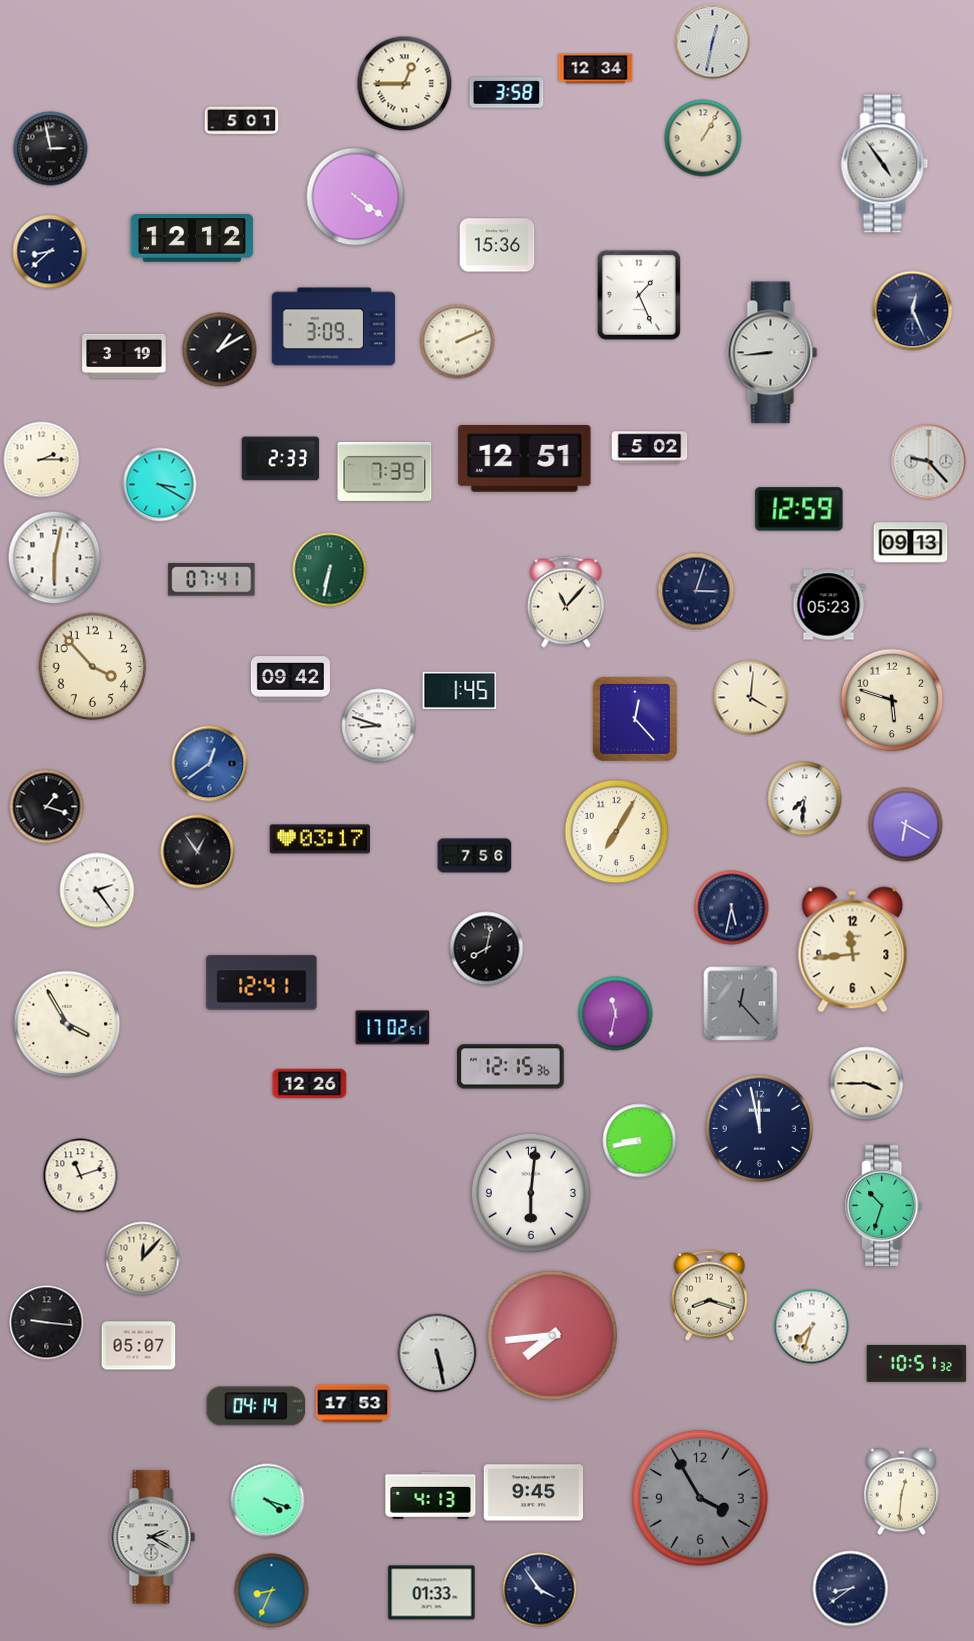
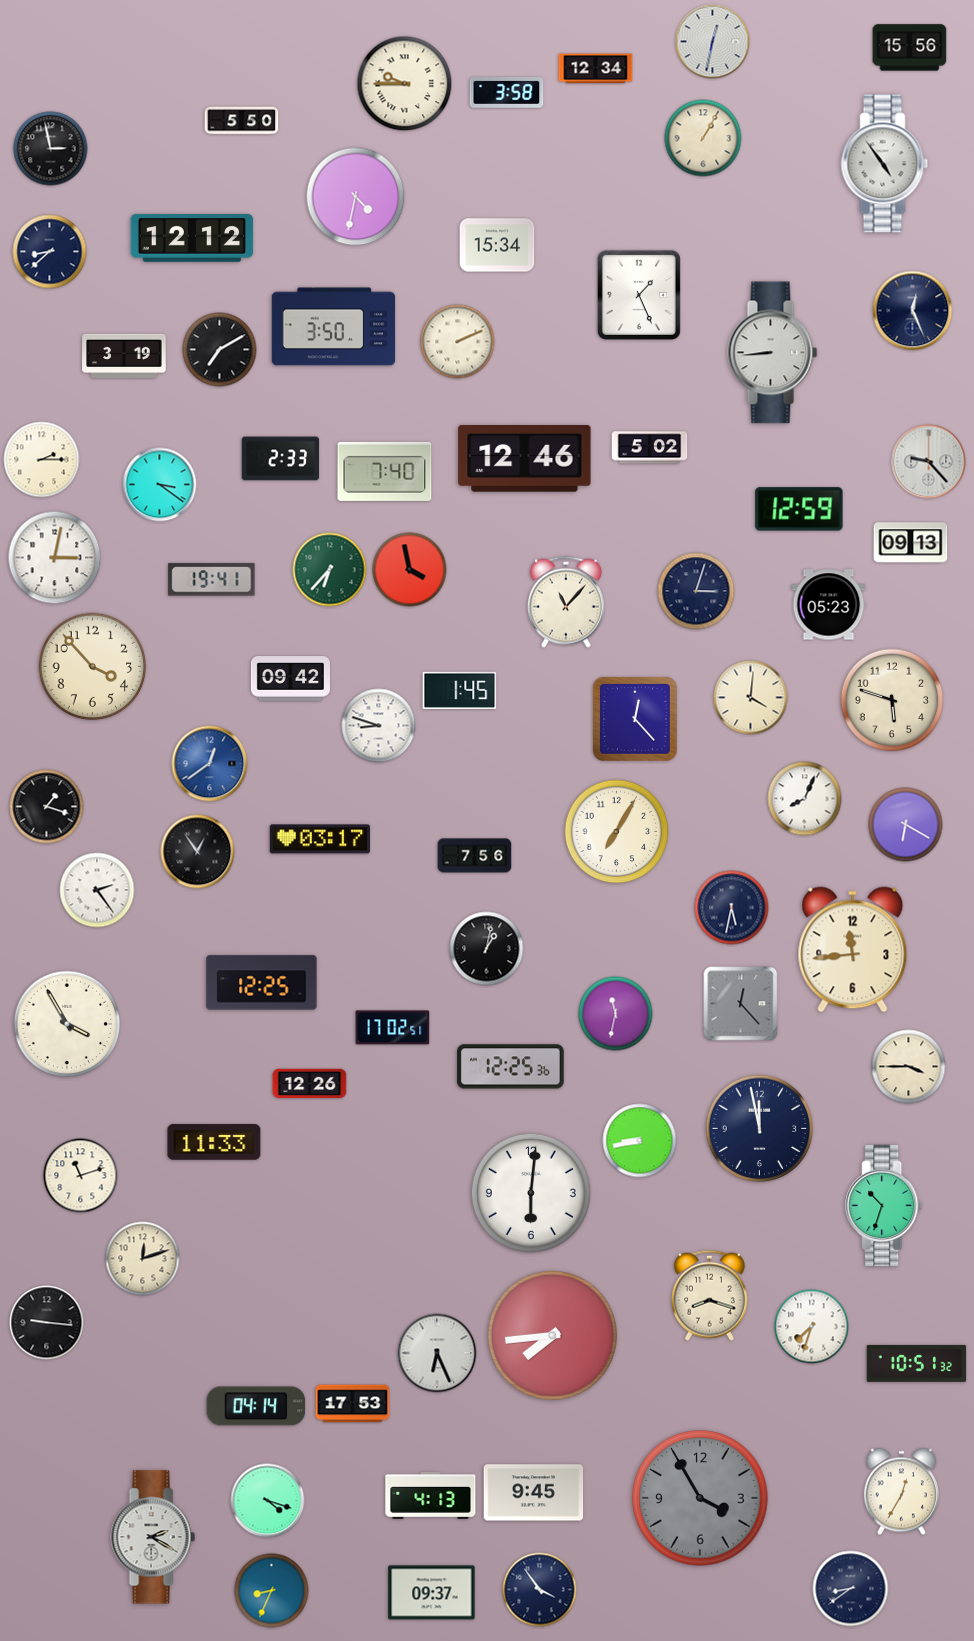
clock at (910, 48): none -> 15:56
clock at (405, 84): 12:45 -> 9:45
clock at (242, 121): 5:01 -> 5:50
clock at (356, 197): 4:21 -> 4:32
clock at (497, 245): 15:36 -> 15:34
clock at (334, 327): 3:09 -> 3:50
clock at (220, 350): 1:10 -> 7:10
clock at (525, 459): 12:51 -> 12:46
clock at (385, 471): 7:39 -> 7:40
clock at (160, 485): 3:20 -> 3:21
clock at (55, 558): 6:02 -> 3:02
clock at (330, 570): 6:32 -> 6:37
clock at (410, 570): none -> 3:58
clock at (212, 580): 07:41 -> 19:41
clock at (805, 799): 7:31 -> 8:04
clock at (487, 949): 8:02 -> 1:02
clock at (262, 983): 12:41 -> 12:25
clock at (511, 1067): 12:15 -> 12:25
clock at (867, 1084) position: (867, 1084) -> (909, 1067)
clock at (214, 1142): none -> 11:33
clock at (143, 1259): 12:07 -> 12:12
clock at (139, 1346): 05:07 -> none
clock at (437, 1353): 5:28 -> 6:26
clock at (901, 1492): 12:31 -> 12:35
clock at (432, 1593): 01:33 -> 09:37
